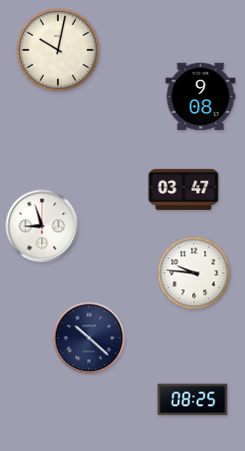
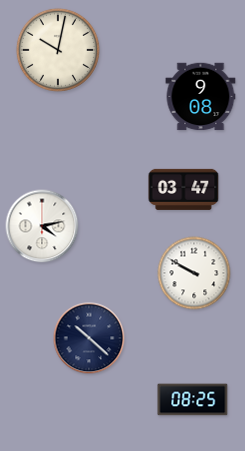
clock at (42, 226): 8:57 -> 4:13
clock at (194, 273): 9:46 -> 9:50
